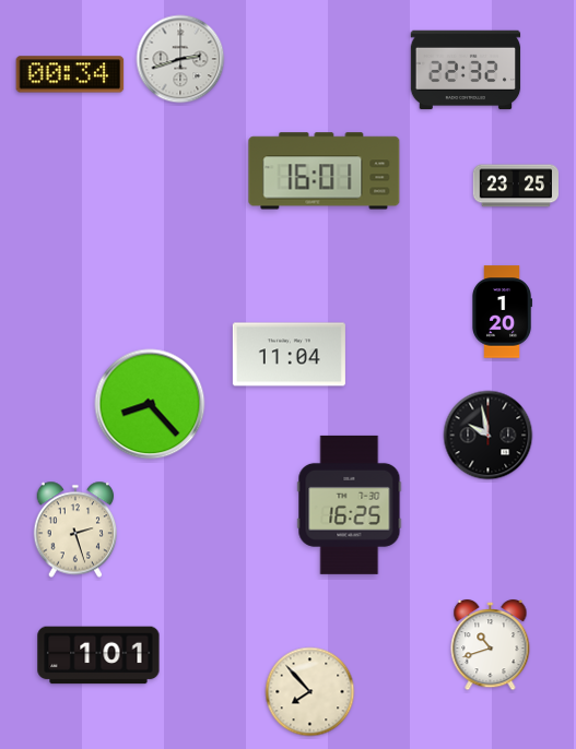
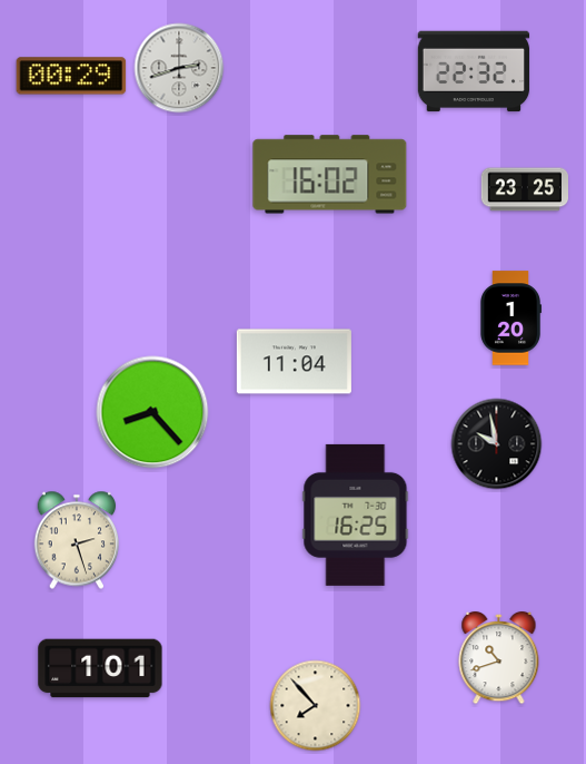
clock at (180, 59) position: (180, 59) -> (179, 68)
clock at (70, 74): 00:34 -> 00:29
clock at (325, 171): 16:01 -> 16:02
